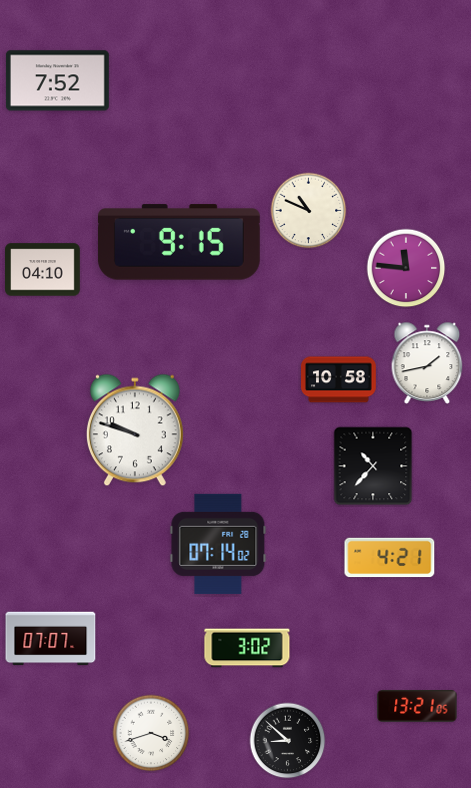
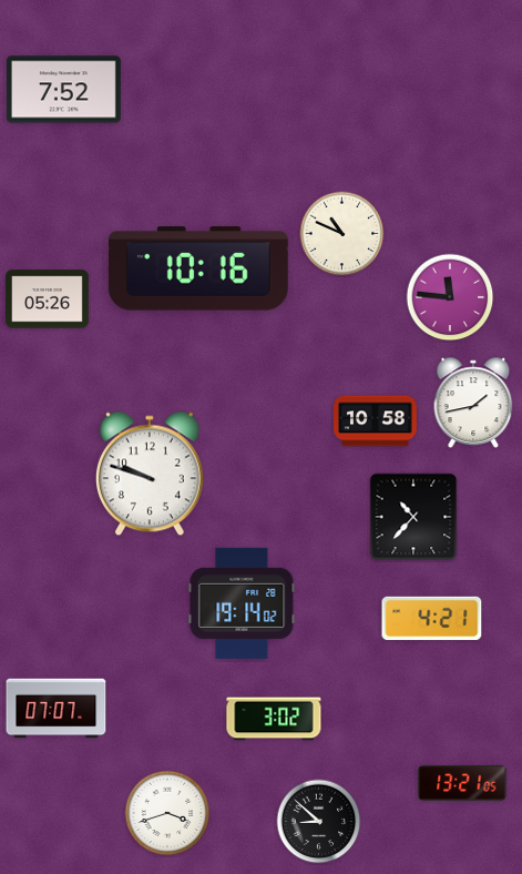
clock at (179, 242): 9:15 -> 10:16
clock at (43, 270): 04:10 -> 05:26
clock at (135, 430) position: (135, 430) -> (150, 474)
clock at (218, 544): 07:14 -> 19:14
